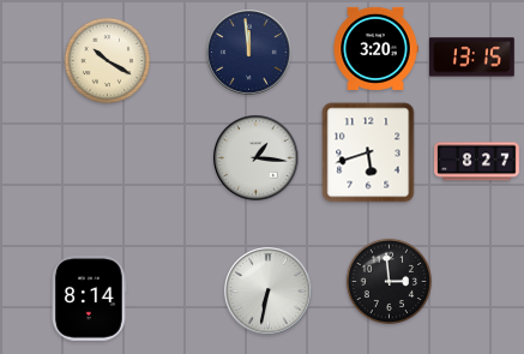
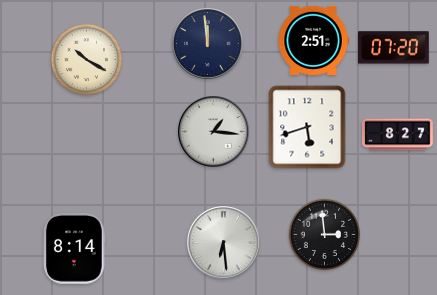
clock at (375, 48): 3:20 -> 2:51
clock at (472, 58): 13:15 -> 07:20
clock at (108, 61) position: (108, 61) -> (87, 60)
clock at (269, 292): 6:32 -> 6:29
